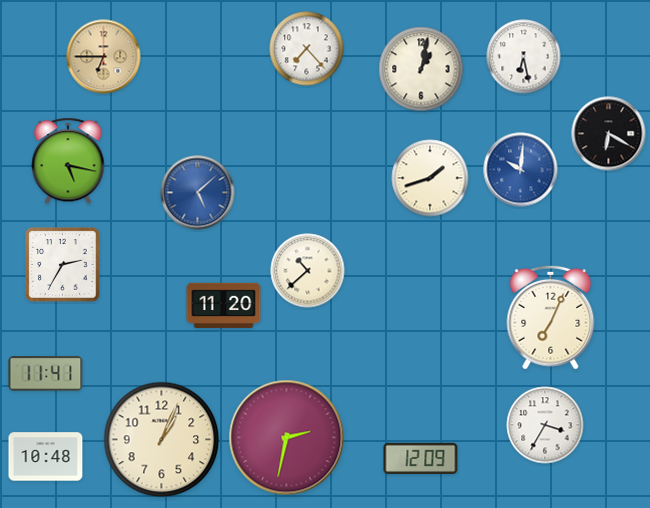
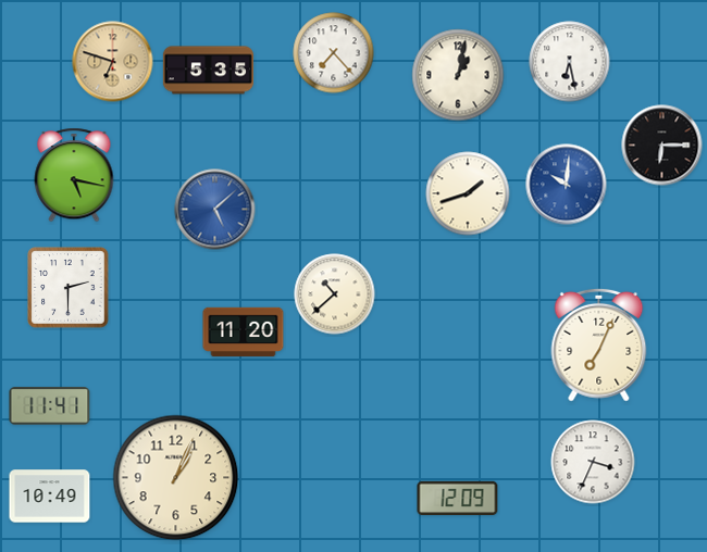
clock at (104, 57): 6:45 -> 6:48
clock at (208, 71): none -> 5:35
clock at (609, 134): 6:20 -> 6:15
clock at (63, 265): 2:35 -> 2:30
clock at (545, 425): 3:35 -> 3:34
clock at (287, 438): 2:32 -> none
clock at (46, 457): 10:48 -> 10:49
